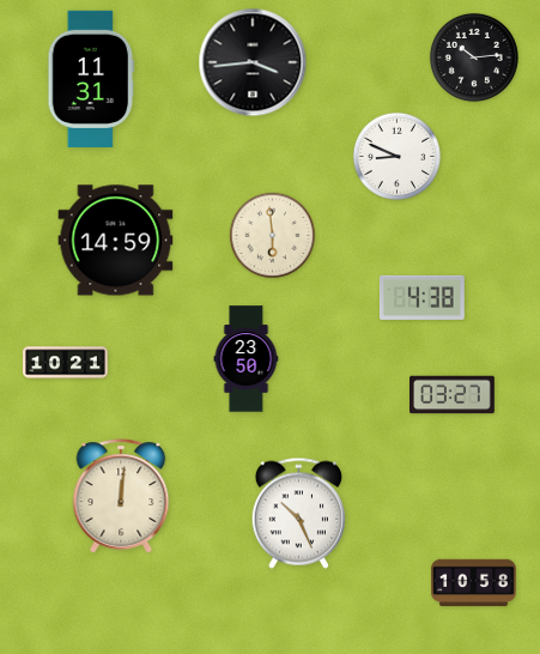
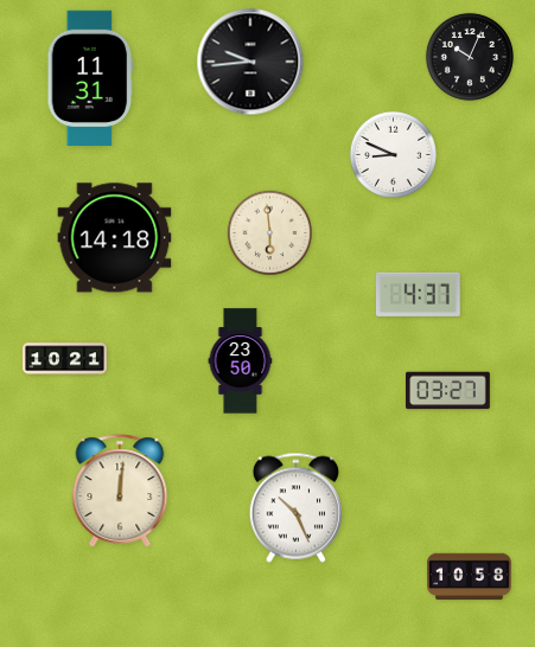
clock at (474, 57): 10:14 -> 10:04
clock at (253, 62): 3:44 -> 9:44
clock at (116, 241): 14:59 -> 14:18
clock at (421, 297): 4:38 -> 4:37
clock at (247, 359) position: (247, 359) -> (241, 361)
